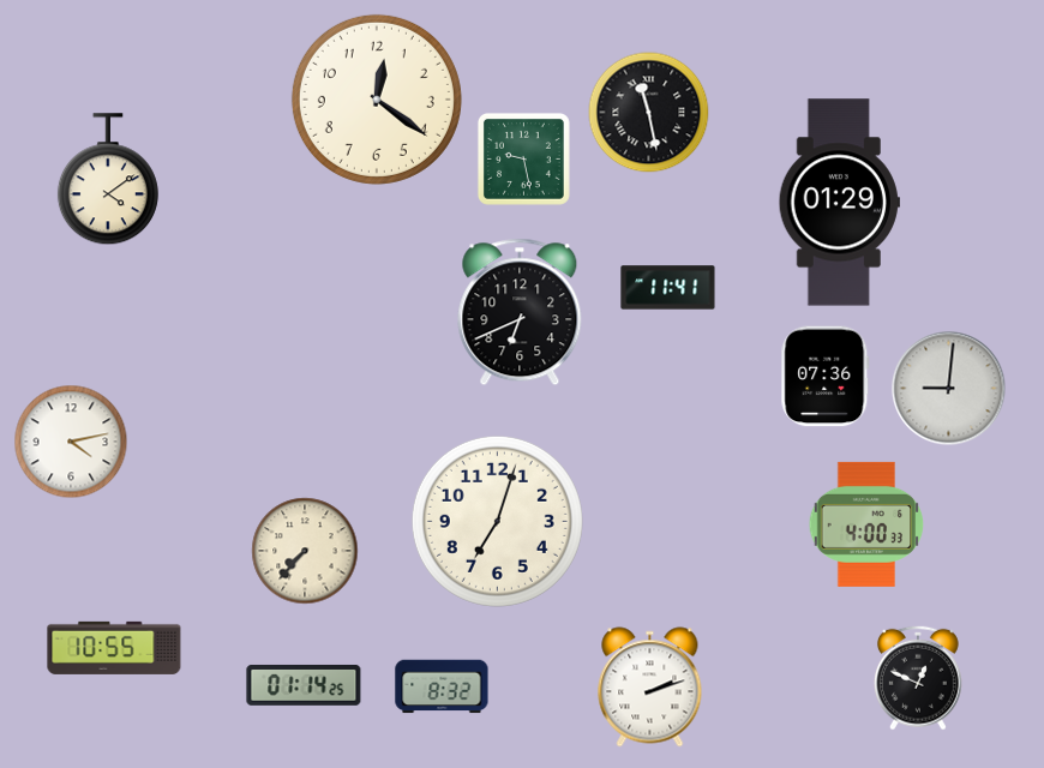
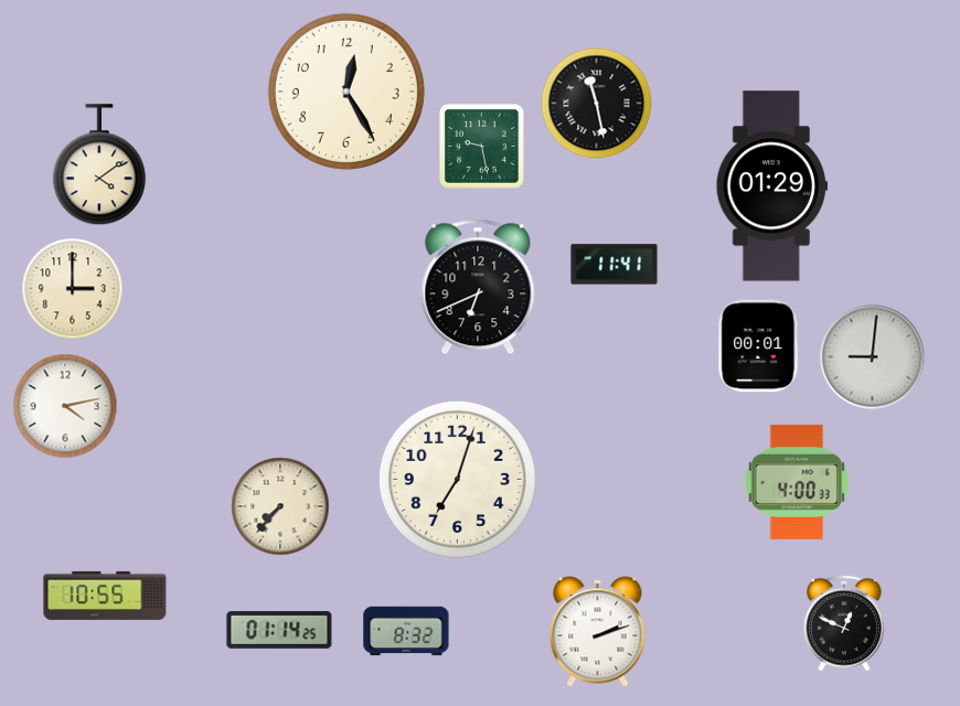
clock at (377, 100): 12:21 -> 12:25
clock at (73, 289): none -> 3:00
clock at (826, 377): 07:36 -> 00:01
